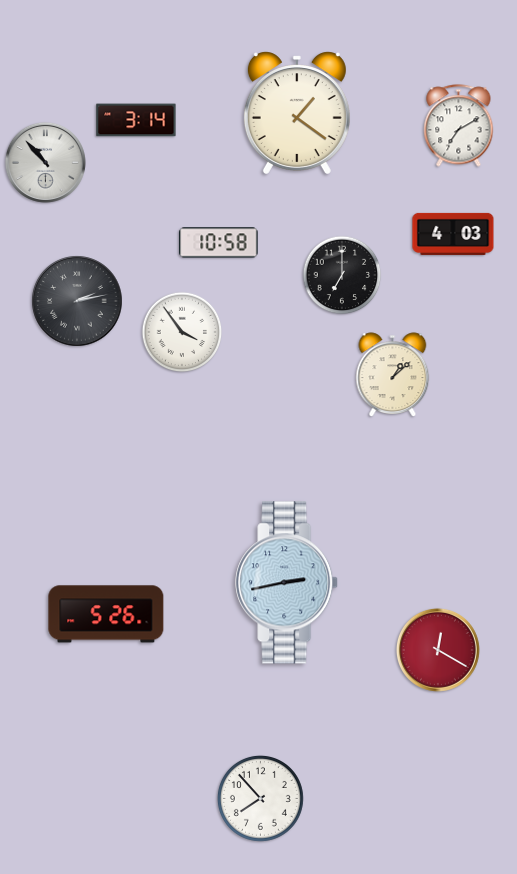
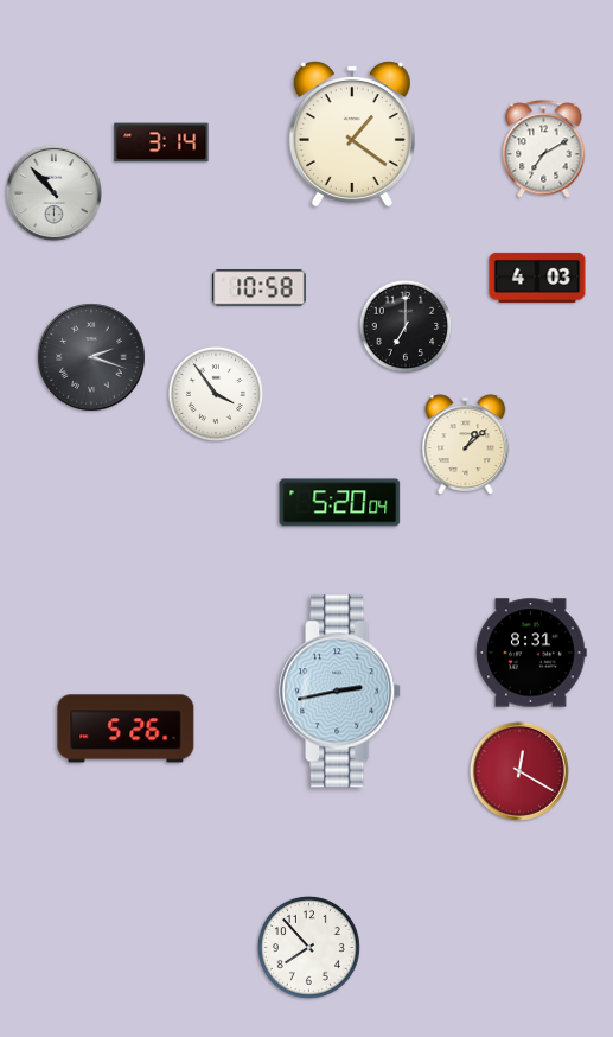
clock at (77, 301): 2:13 -> 2:18
clock at (340, 503): none -> 5:20
clock at (531, 653): none -> 8:31
